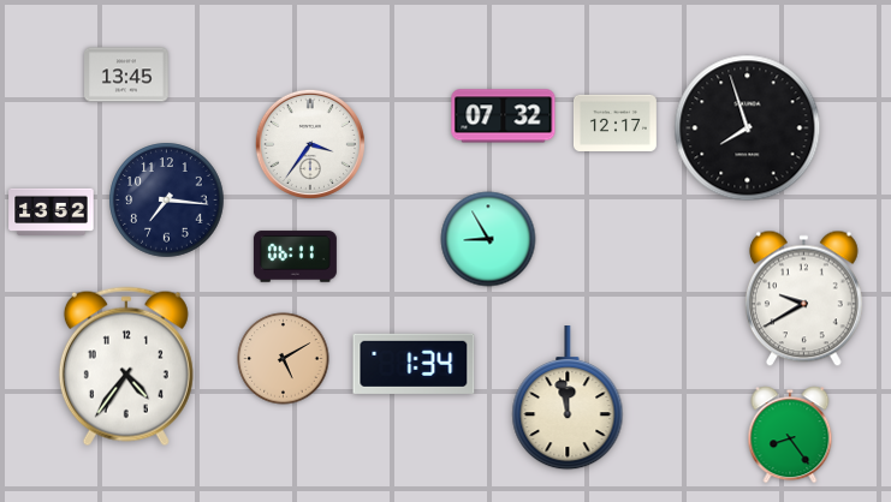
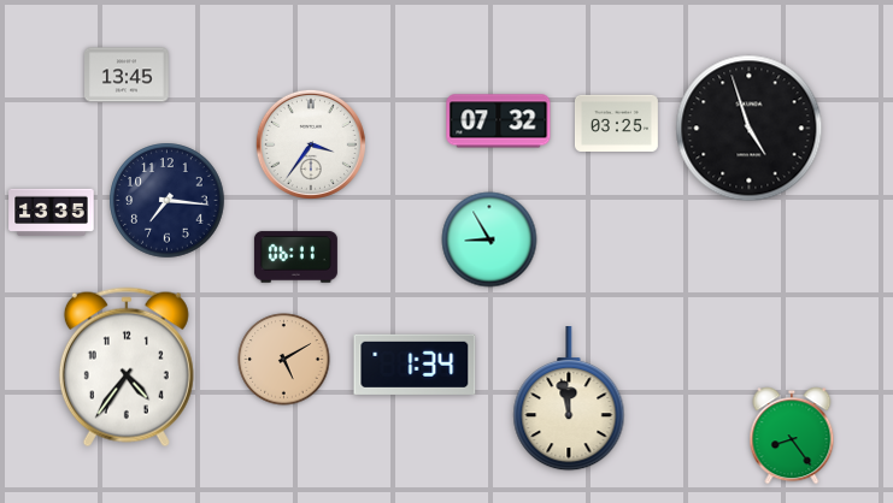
clock at (504, 116) position: (504, 116) -> (499, 122)
clock at (614, 122): 12:17 -> 03:25
clock at (748, 129): 7:57 -> 4:57
clock at (52, 211): 13:52 -> 13:35
clock at (803, 299): 9:40 -> none
